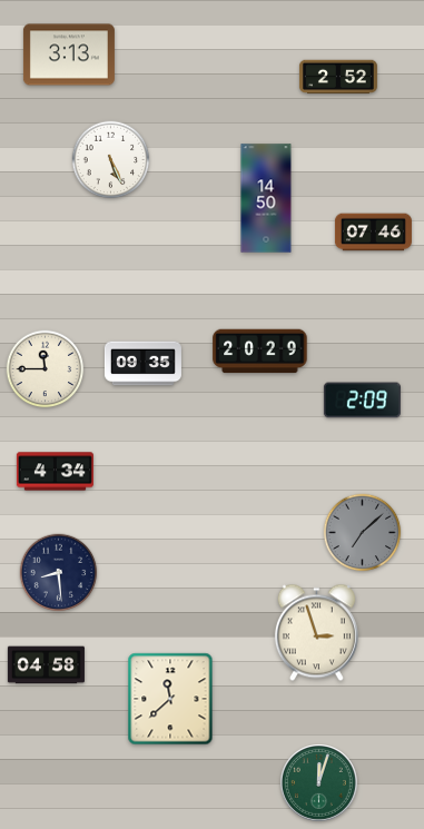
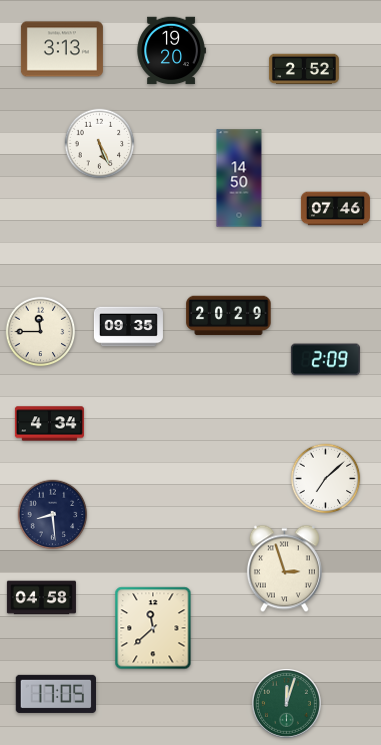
clock at (171, 51): none -> 19:20
clock at (260, 352) position: (260, 352) -> (229, 316)
clock at (363, 533) dial: grey -> white
clock at (55, 694): none -> 17:05
